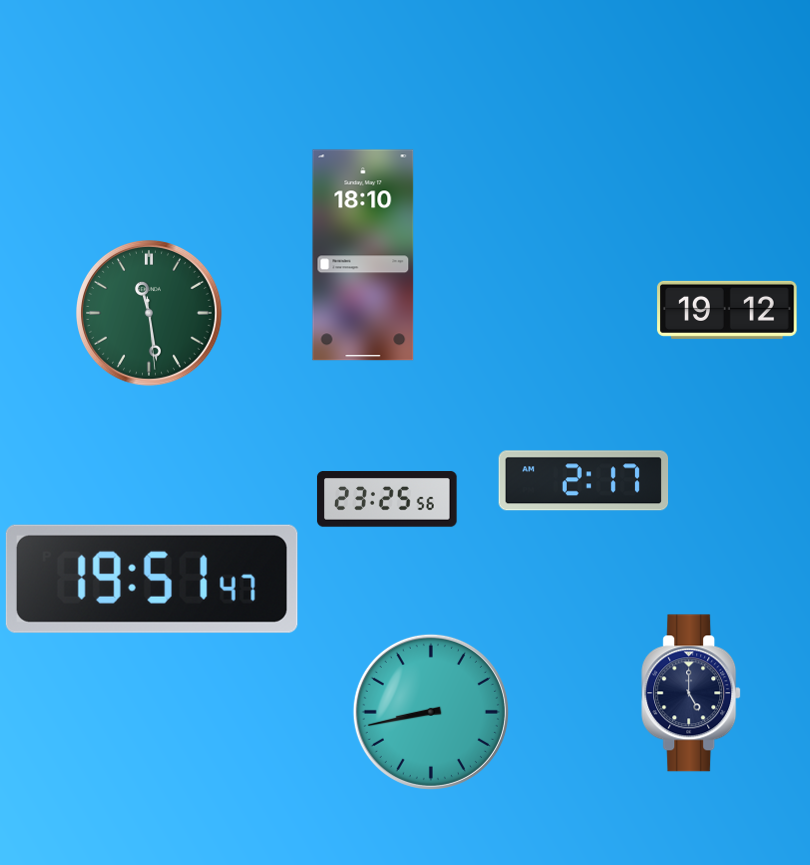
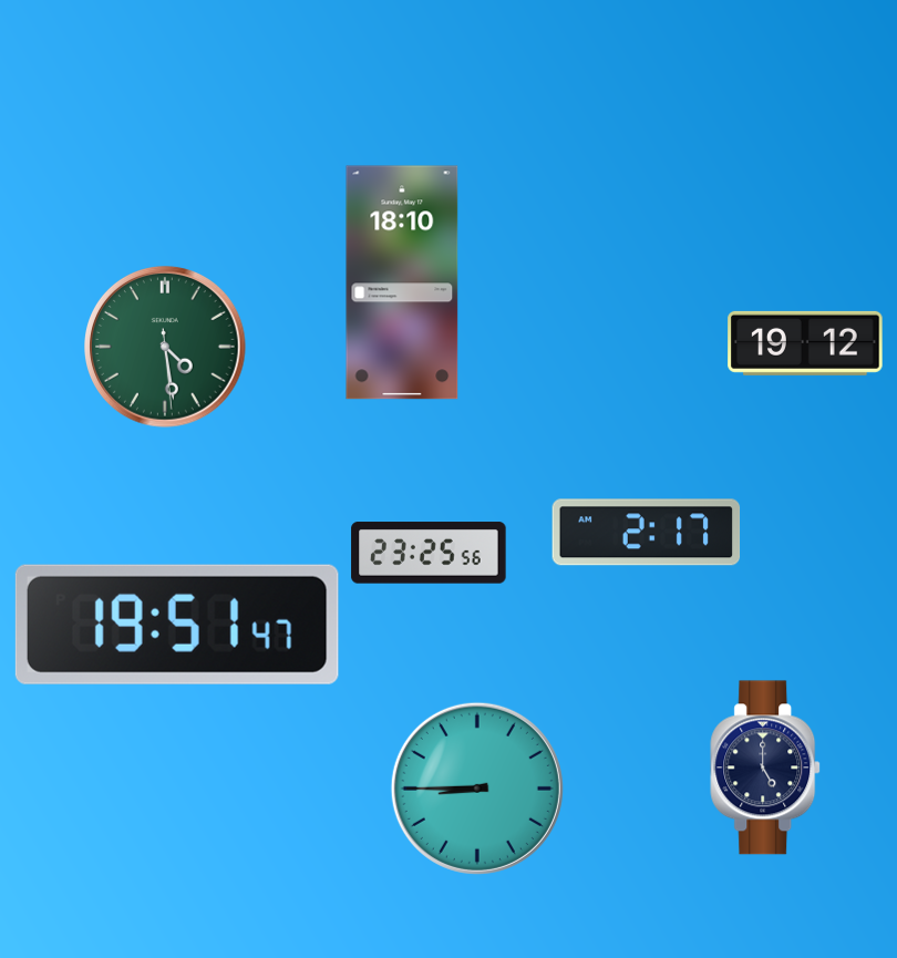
clock at (150, 314): 11:28 -> 4:28
clock at (152, 579) position: (152, 579) -> (177, 625)
clock at (431, 712): 8:43 -> 8:45
